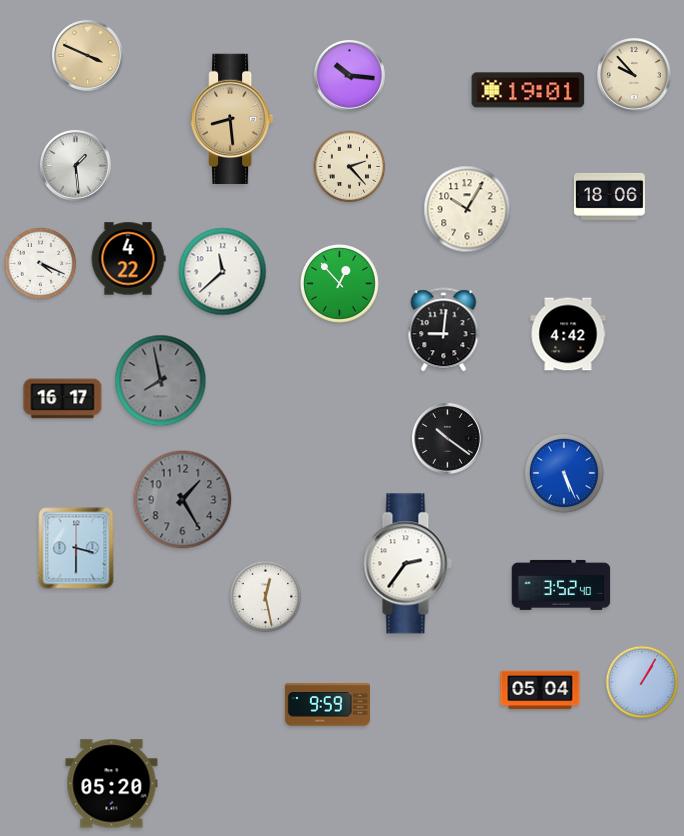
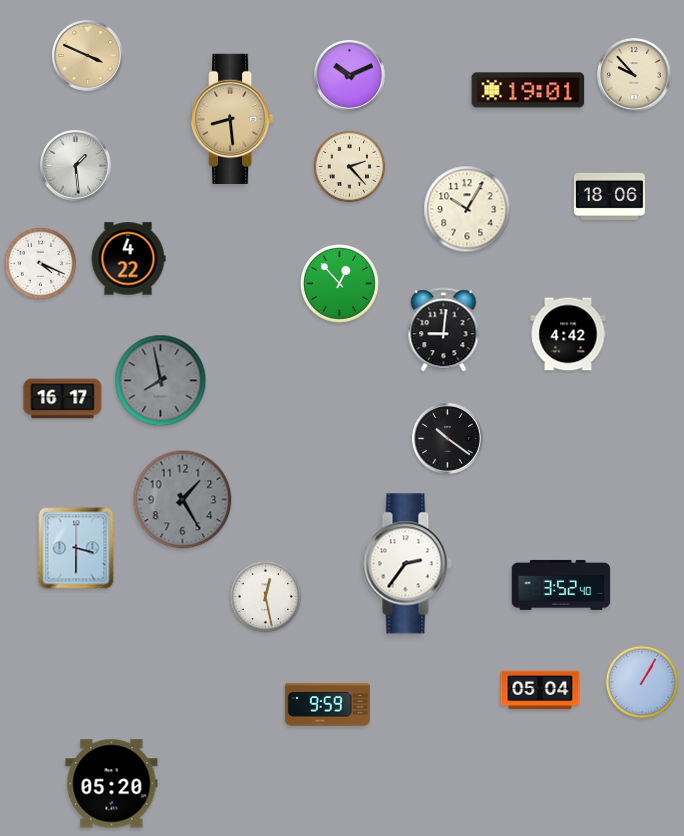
clock at (349, 75): 10:16 -> 10:11
clock at (223, 272): 11:38 -> none
clock at (564, 473): 5:26 -> none
